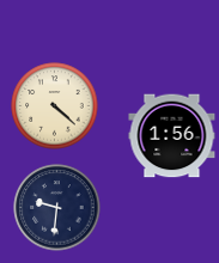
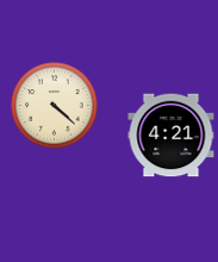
clock at (172, 136): 1:56 -> 4:21
clock at (57, 208): 9:31 -> none
